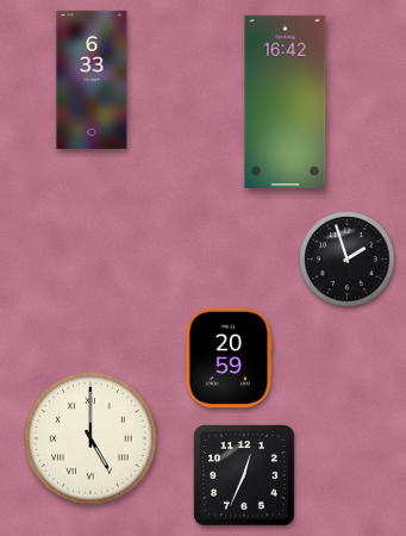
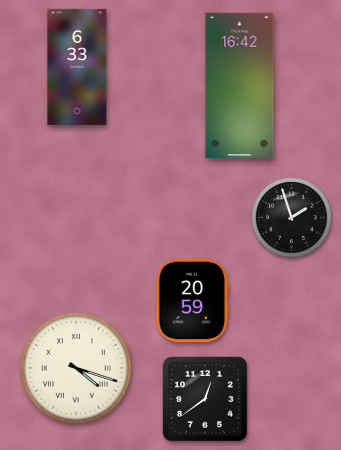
clock at (90, 438): 5:00 -> 4:18
clock at (244, 475): 12:34 -> 12:39
